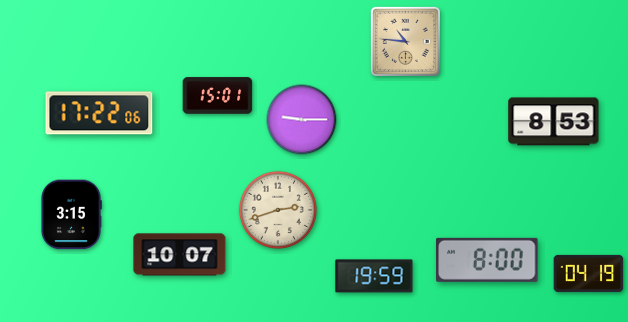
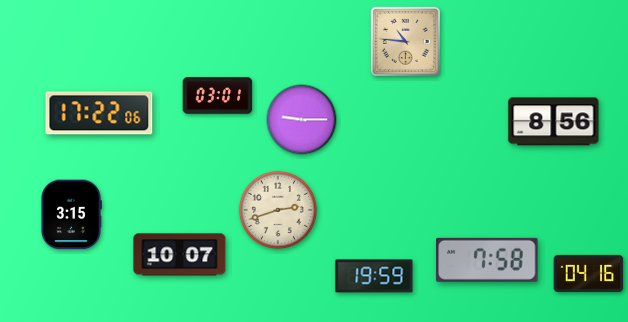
clock at (218, 96): 15:01 -> 03:01
clock at (554, 122): 8:53 -> 8:56
clock at (487, 260): 8:00 -> 7:58
clock at (589, 273): 04:19 -> 04:16
